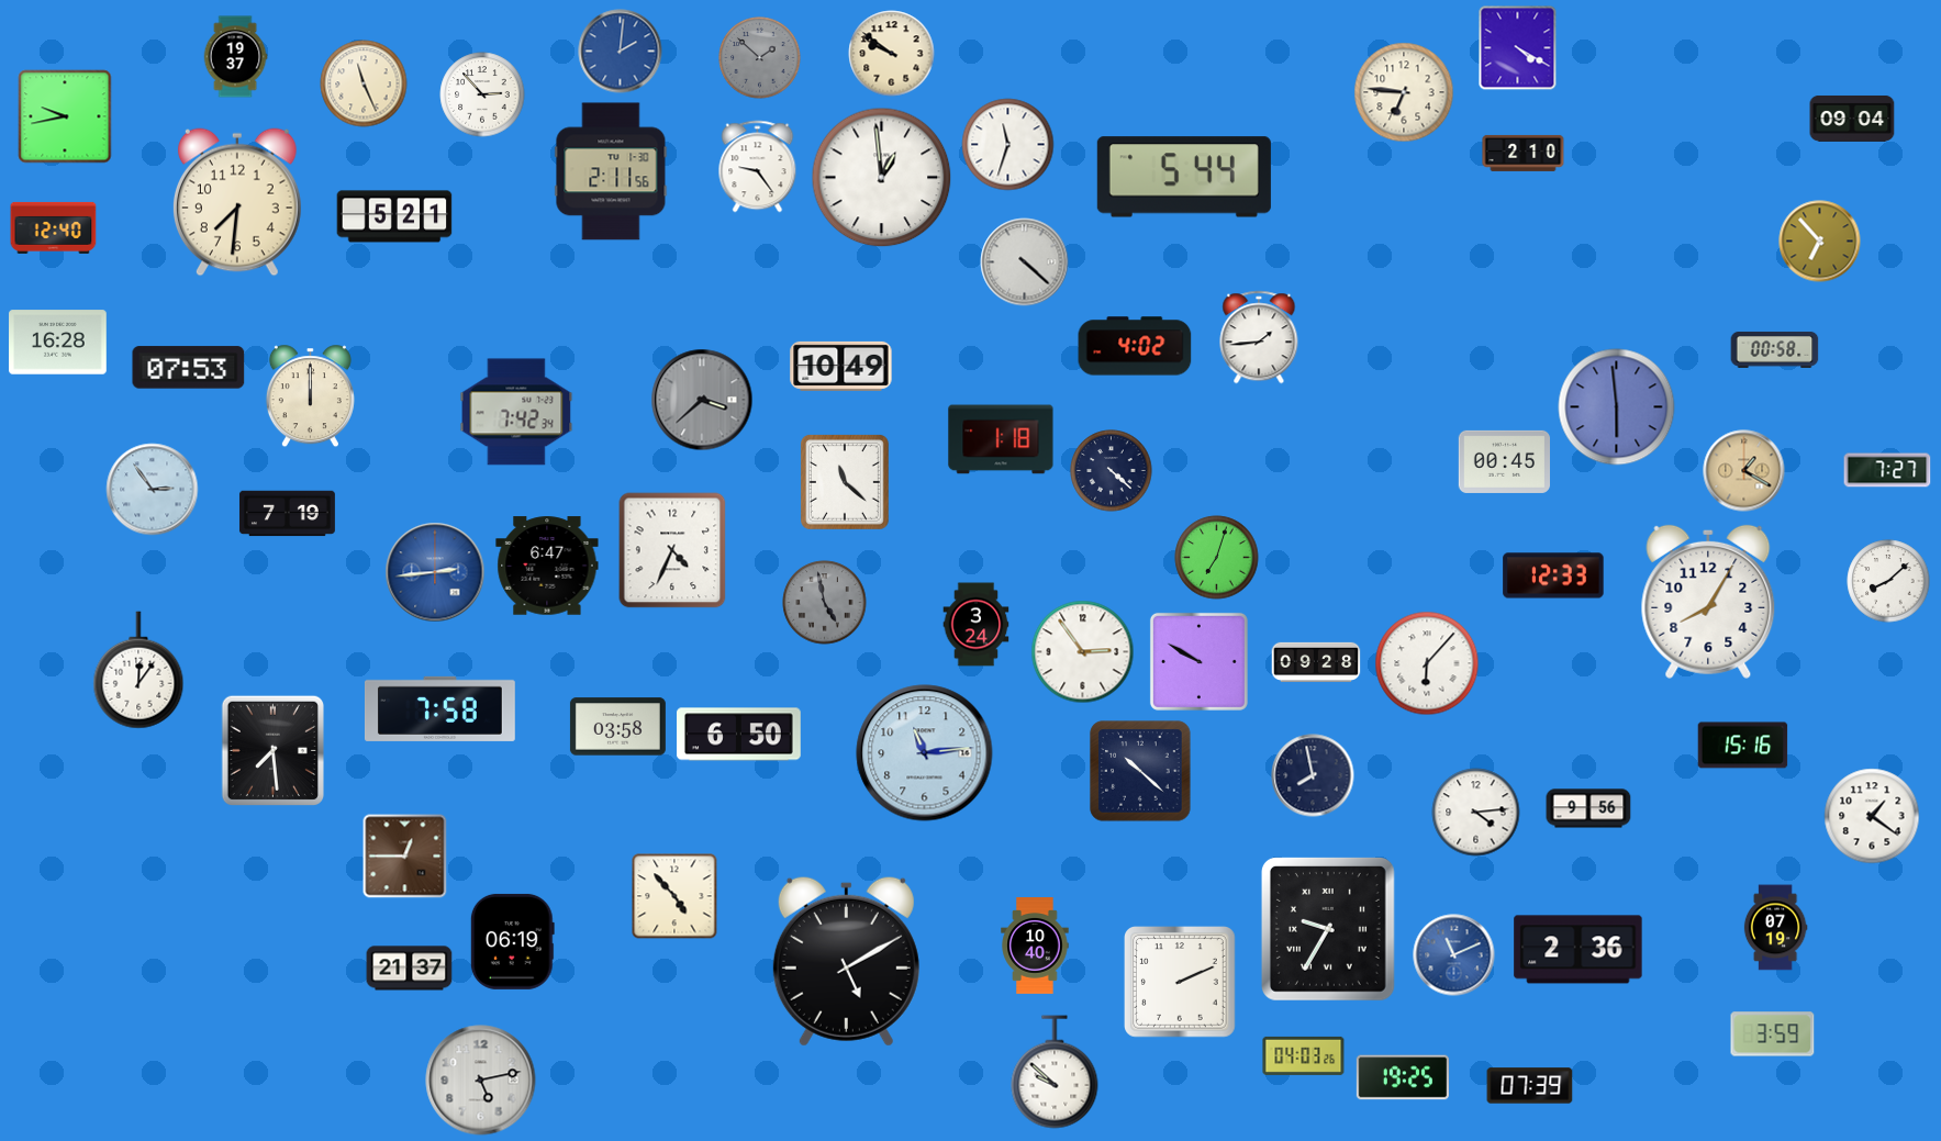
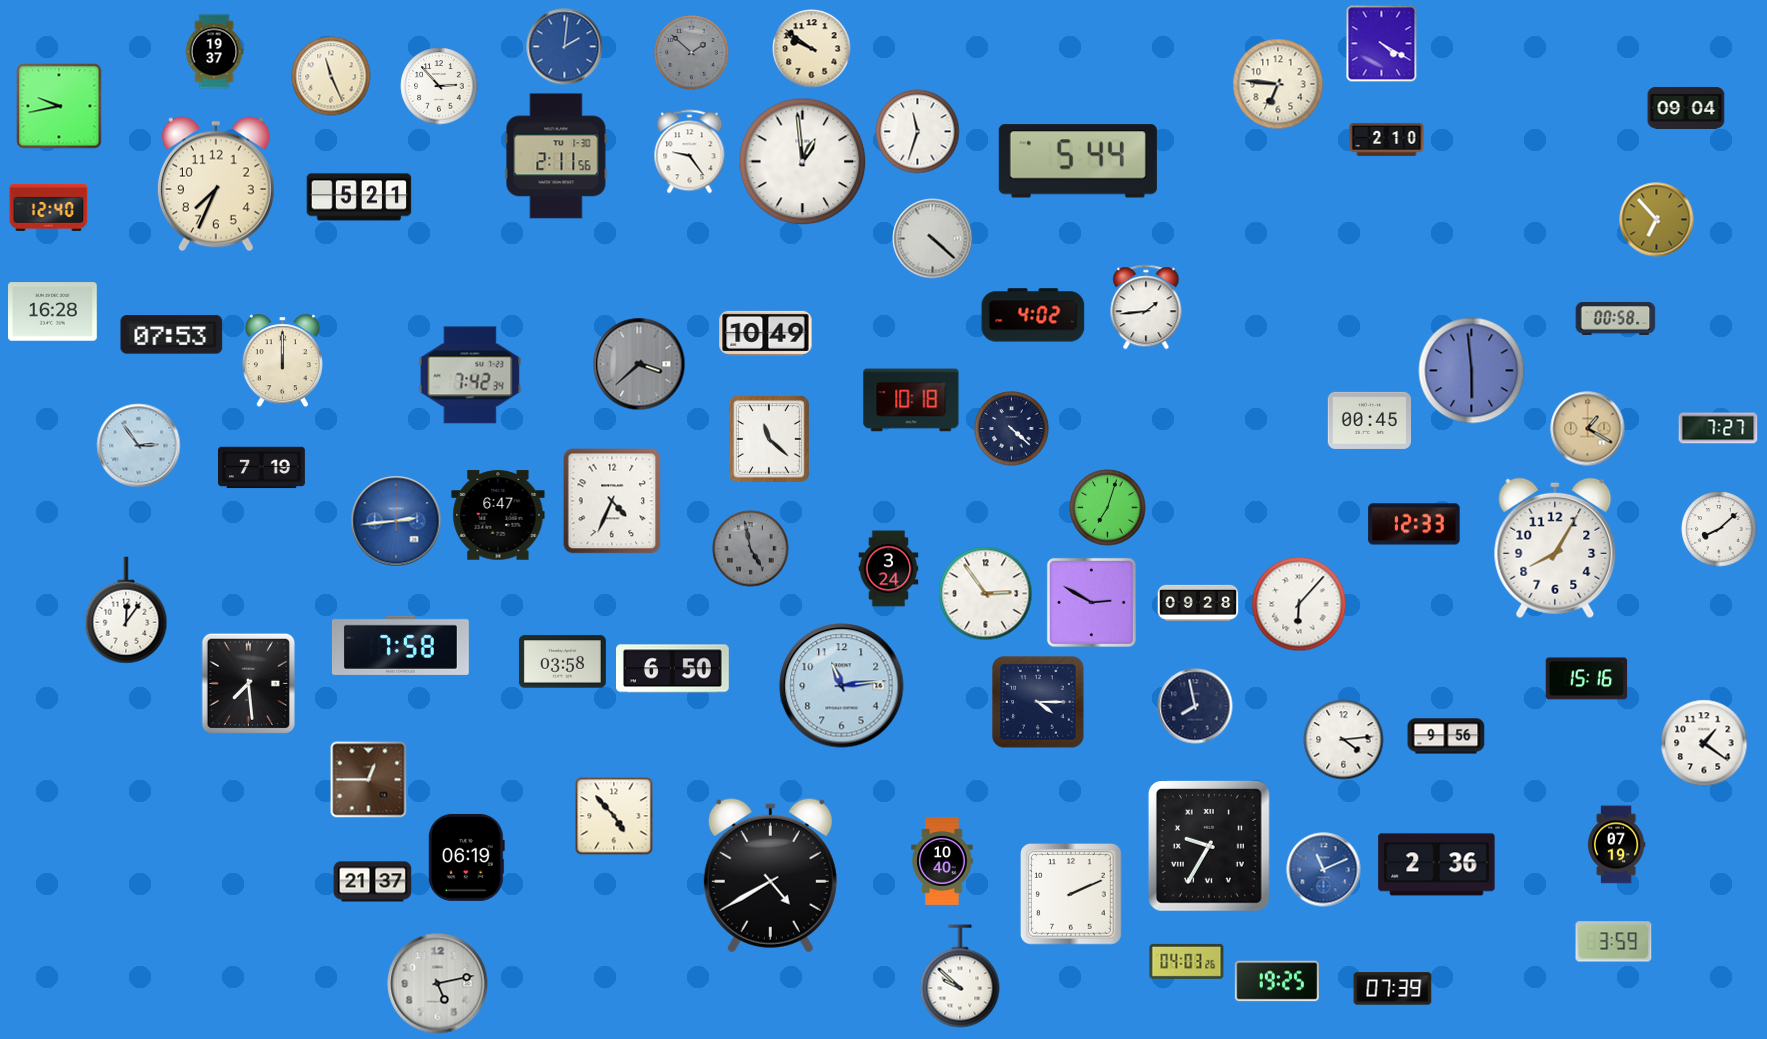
clock at (237, 202): 7:31 -> 7:34
clock at (1001, 439): 1:18 -> 10:18
clock at (1198, 661): 9:50 -> 2:50
clock at (1140, 771): 10:22 -> 4:15
clock at (846, 961): 5:10 -> 4:40
clock at (1181, 983) position: (1181, 983) -> (1072, 895)
